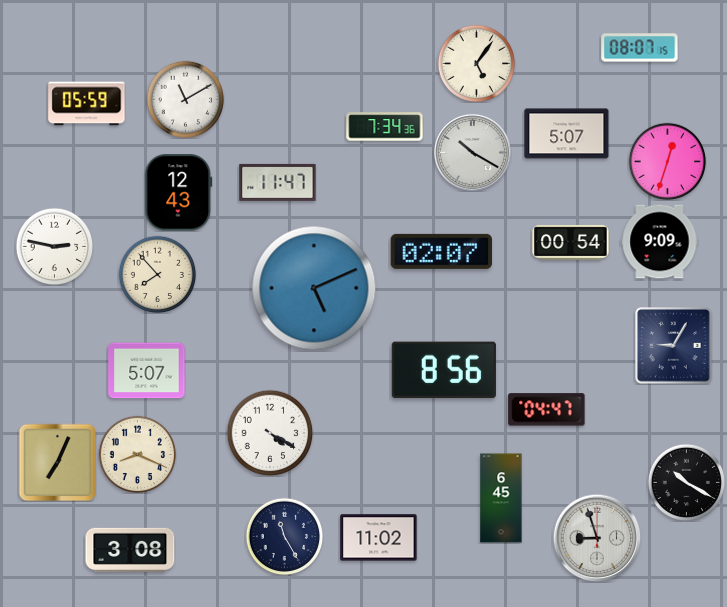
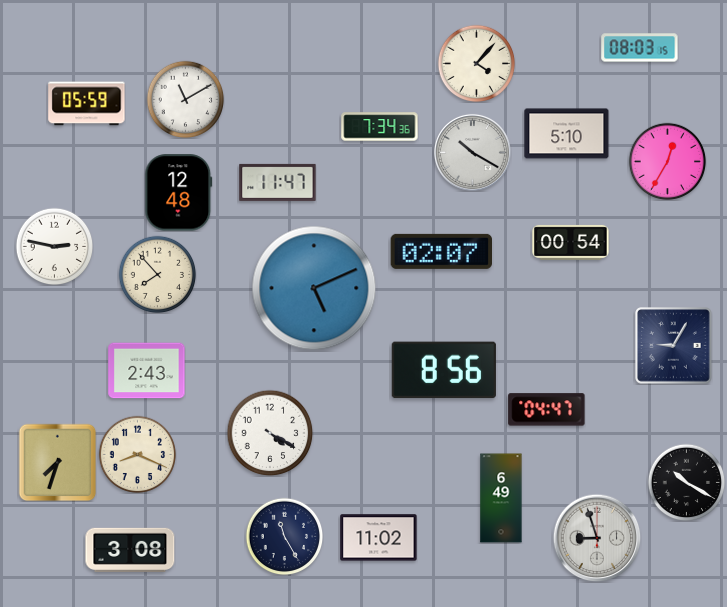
clock at (640, 48): 08:07 -> 08:03
clock at (476, 63): 5:06 -> 4:07
clock at (385, 127) position: (385, 127) -> (380, 127)
clock at (567, 134): 5:07 -> 5:10
clock at (667, 161): 12:33 -> 12:35
clock at (179, 193): 12:43 -> 12:48
clock at (660, 242): 9:09 -> none
clock at (147, 371): 5:07 -> 2:43
clock at (57, 462): 7:04 -> 7:33
clock at (501, 498): 6:45 -> 6:49
